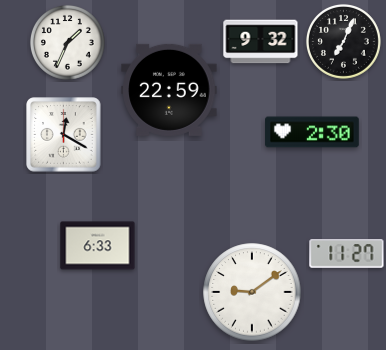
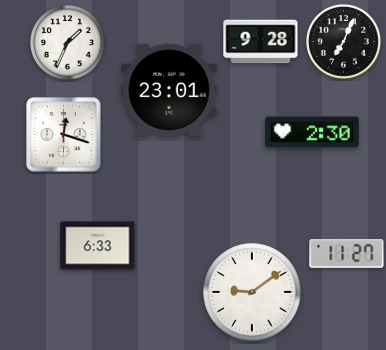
clock at (261, 42): 9:32 -> 9:28
clock at (169, 90): 22:59 -> 23:01
clock at (64, 135): 12:20 -> 12:18
